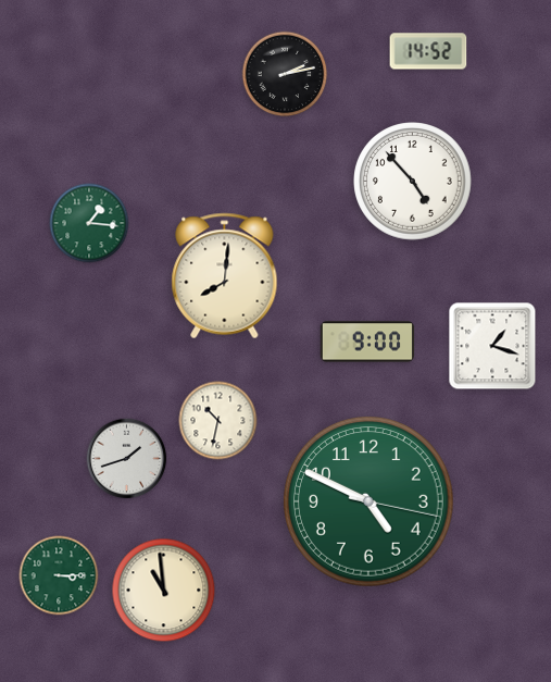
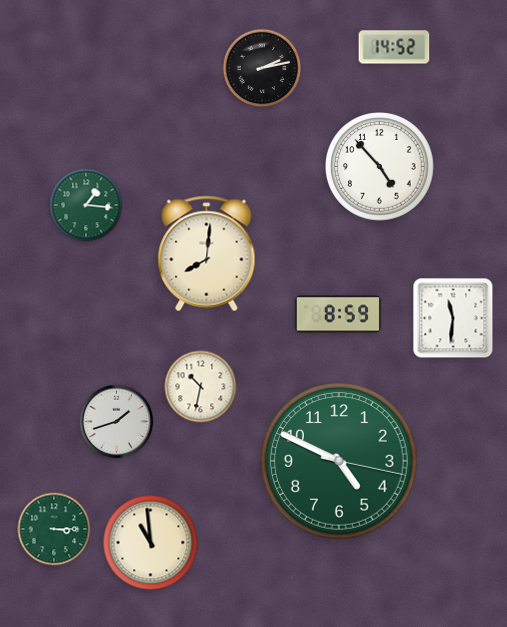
clock at (89, 223) position: (89, 223) -> (86, 205)
clock at (367, 342): 9:00 -> 8:59
clock at (492, 346): 1:18 -> 11:31
